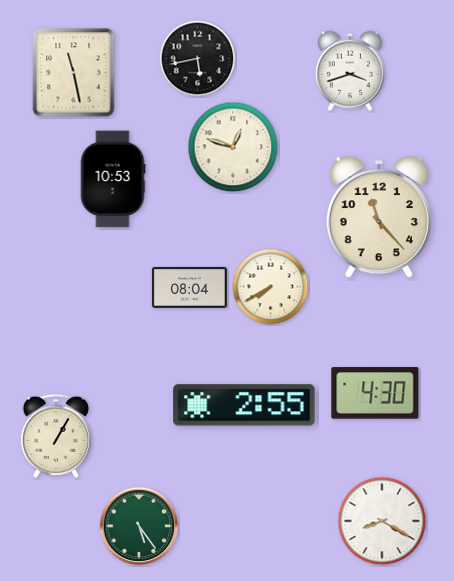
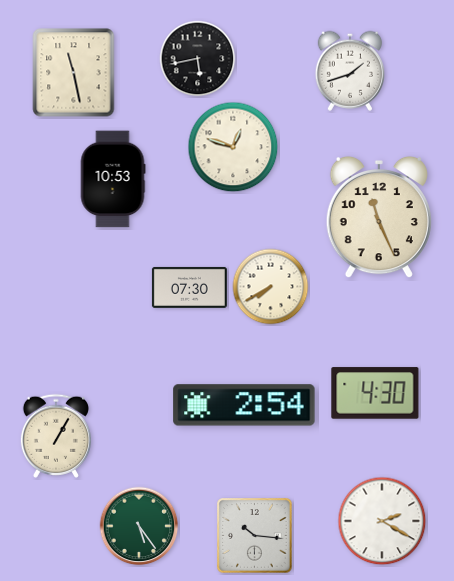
clock at (349, 71): 3:42 -> 1:42
clock at (379, 217): 11:23 -> 11:26
clock at (189, 287): 08:04 -> 07:30
clock at (244, 405): 2:55 -> 2:54
clock at (382, 521): 8:20 -> 2:20
clock at (255, 536): none -> 10:16
